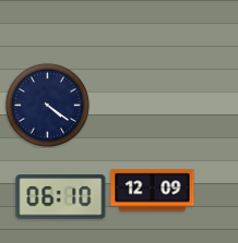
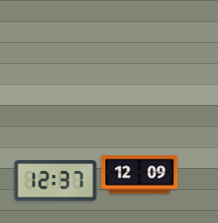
clock at (47, 105): 4:21 -> none
clock at (61, 197): 06:10 -> 12:37
